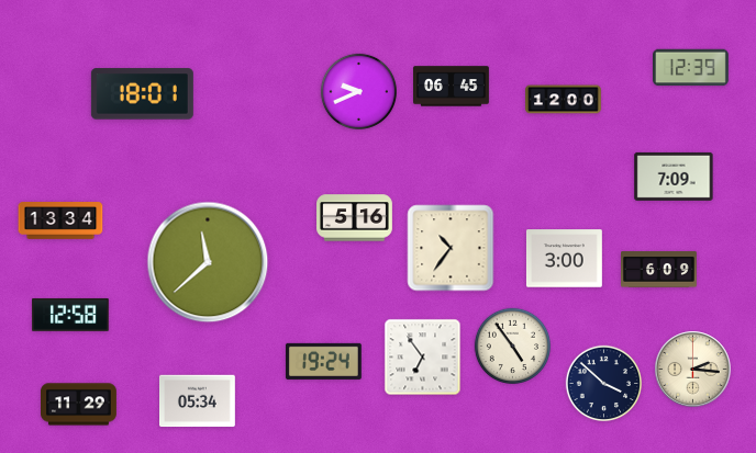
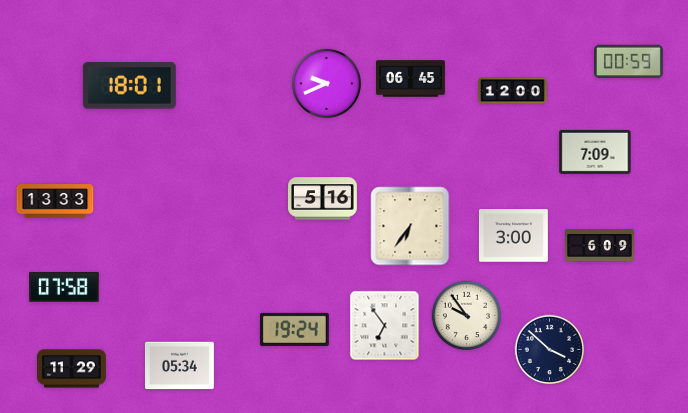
clock at (691, 68): 12:39 -> 00:59
clock at (674, 177) position: (674, 177) -> (595, 152)
clock at (60, 220): 13:34 -> 13:33
clock at (451, 248): 10:36 -> 6:36
clock at (208, 262): 11:38 -> none
clock at (70, 315): 12:58 -> 07:58
clock at (512, 346): 4:54 -> 9:54
clock at (693, 370): 2:16 -> none
